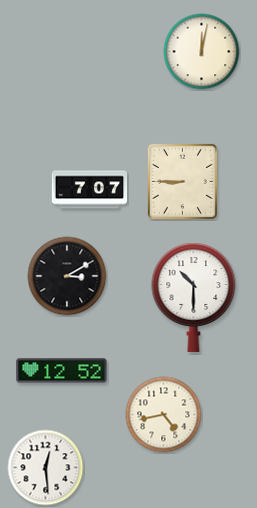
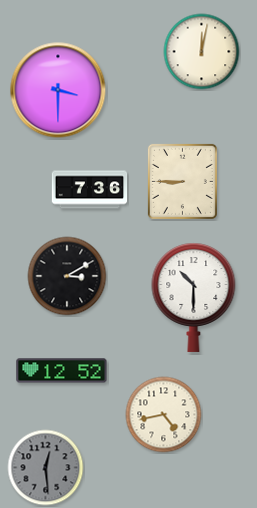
clock at (58, 90): none -> 3:30
clock at (90, 190): 7:07 -> 7:36
clock at (46, 468) dial: white -> grey
